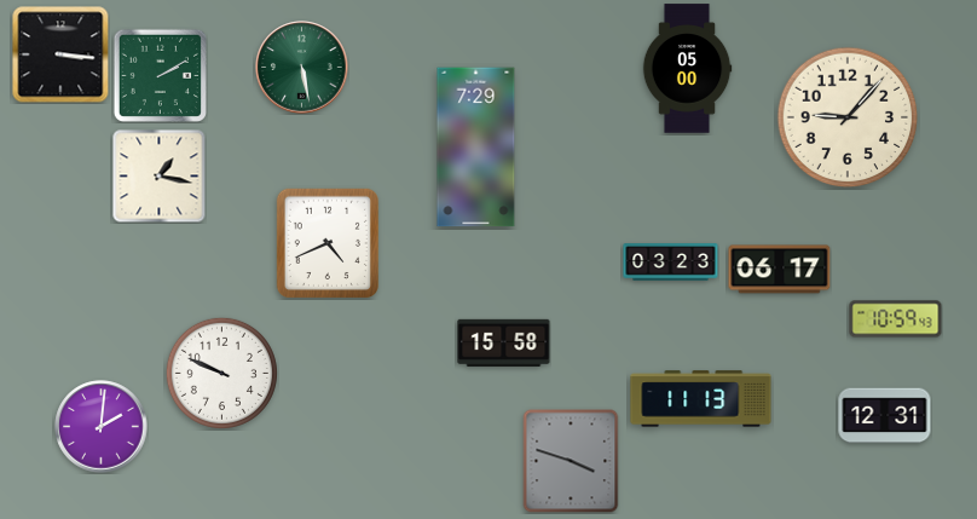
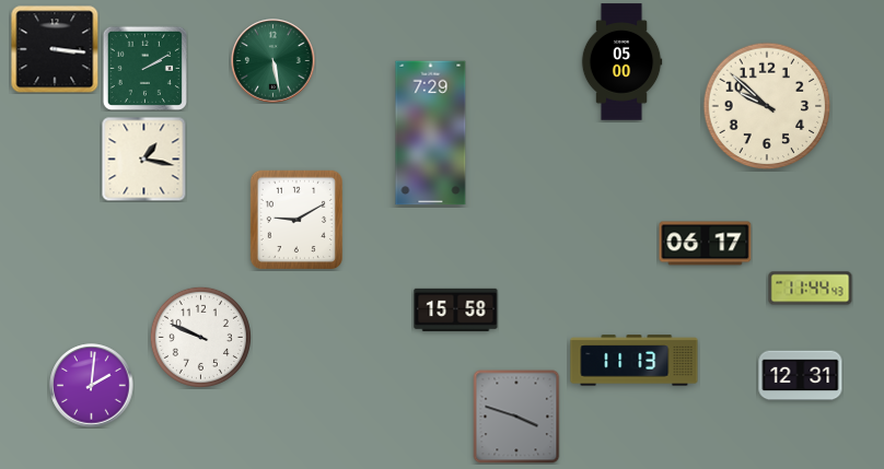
clock at (848, 117): 9:07 -> 9:52
clock at (326, 242): 4:41 -> 9:10
clock at (671, 263): 03:23 -> none
clock at (896, 319): 10:59 -> 11:44
